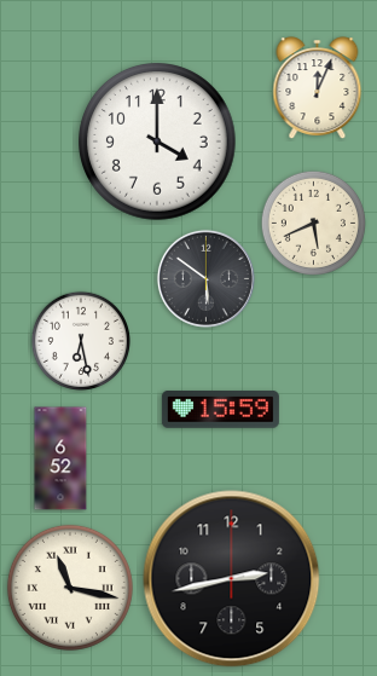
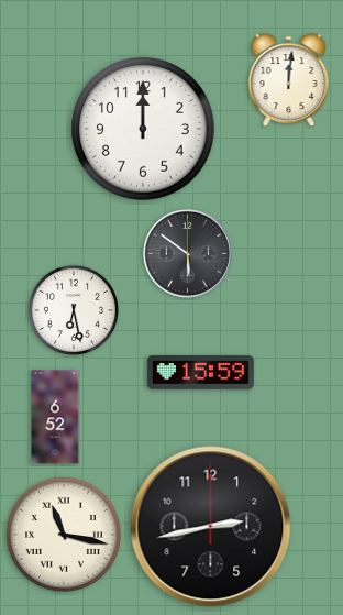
clock at (318, 88): 12:04 -> 12:01
clock at (158, 143): 4:00 -> 12:00
clock at (313, 223): 5:41 -> none
